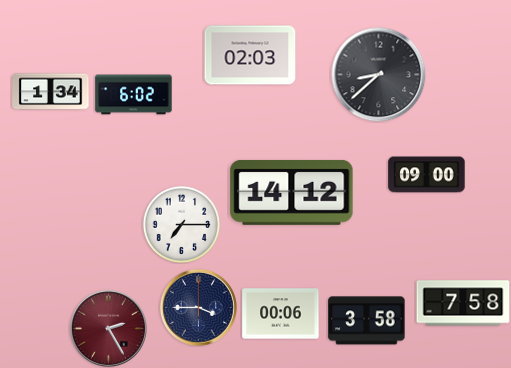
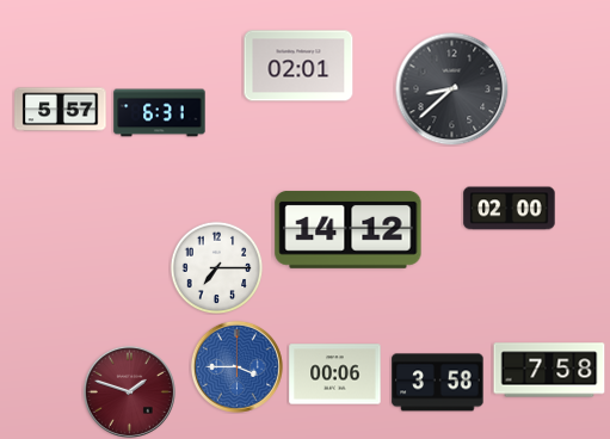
clock at (250, 55): 02:03 -> 02:01
clock at (51, 92): 1:34 -> 5:57
clock at (134, 95): 6:02 -> 6:31
clock at (427, 175): 09:00 -> 02:00
clock at (463, 303) position: (463, 303) -> (549, 370)
clock at (198, 307) dial: navy -> blue
clock at (108, 328): 2:25 -> 1:48
